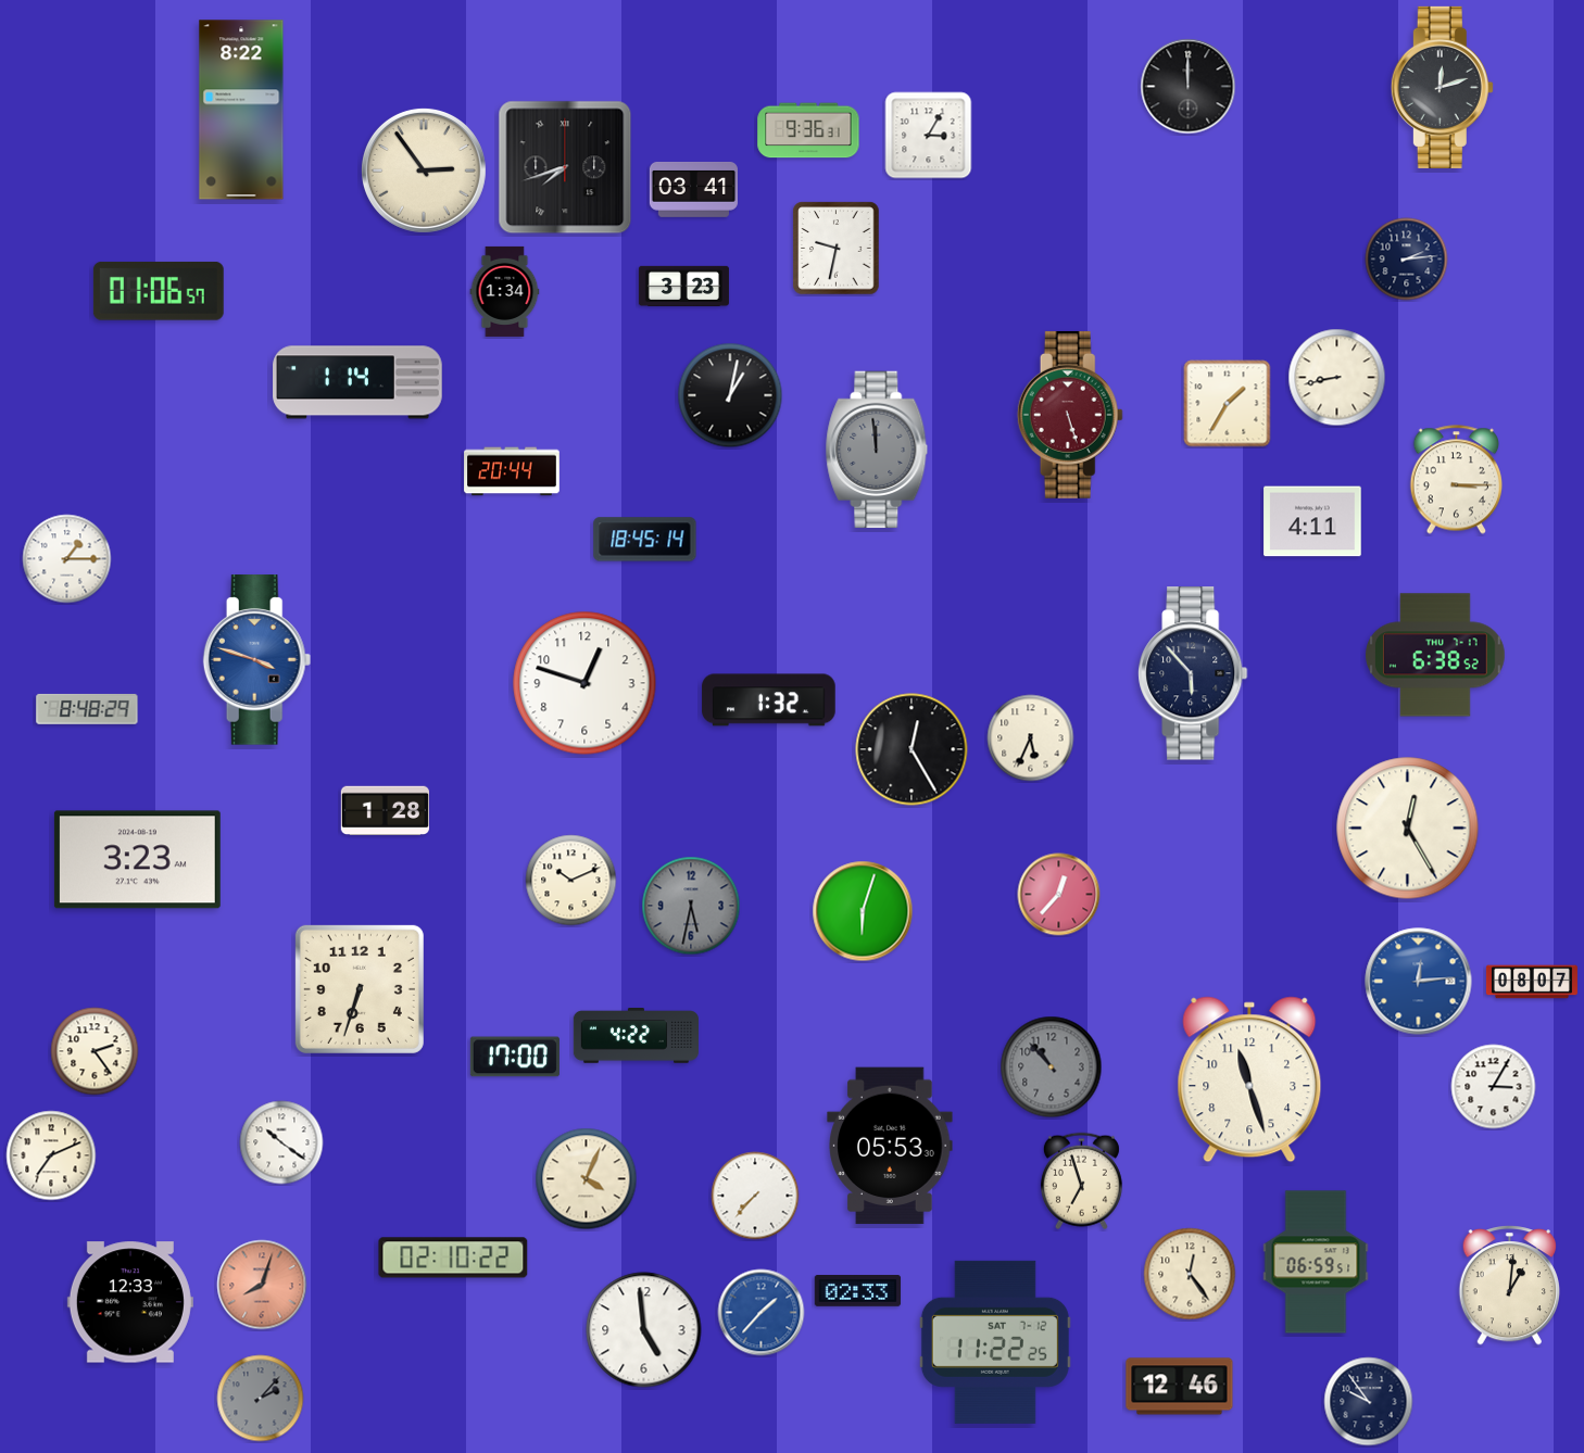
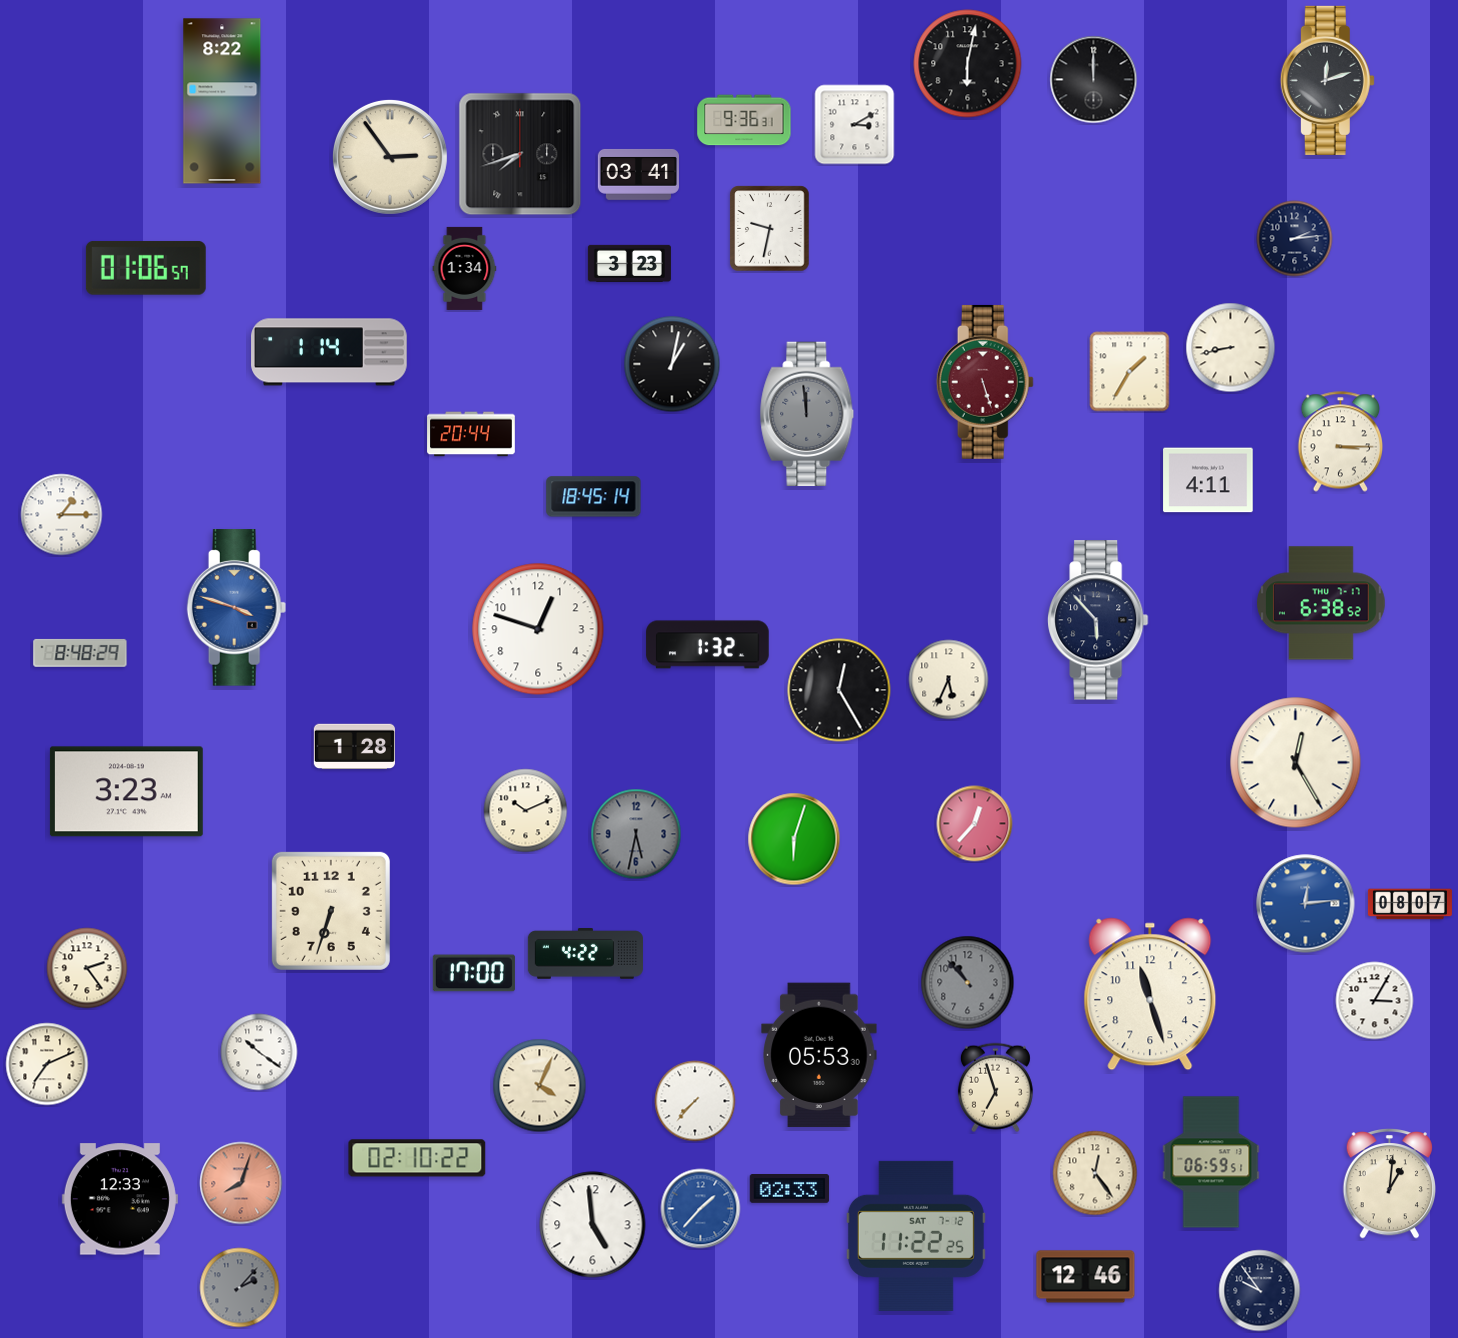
clock at (968, 64): none -> 6:02
clock at (929, 136): 3:05 -> 3:10
